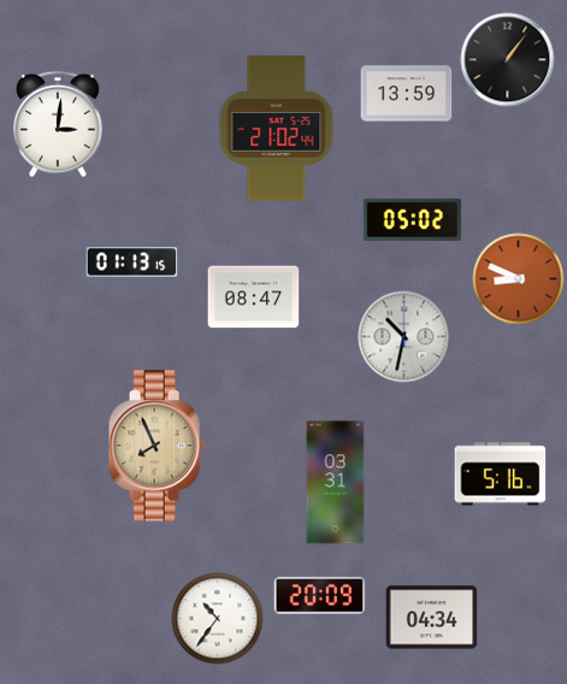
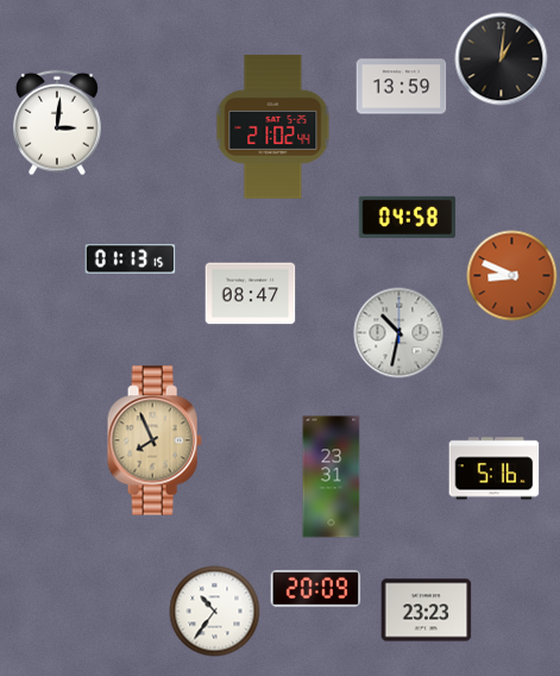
clock at (508, 60): 1:06 -> 1:01
clock at (407, 94) position: (407, 94) -> (402, 87)
clock at (412, 219): 05:02 -> 04:58
clock at (336, 483): 03:31 -> 23:31
clock at (432, 618): 04:34 -> 23:23
